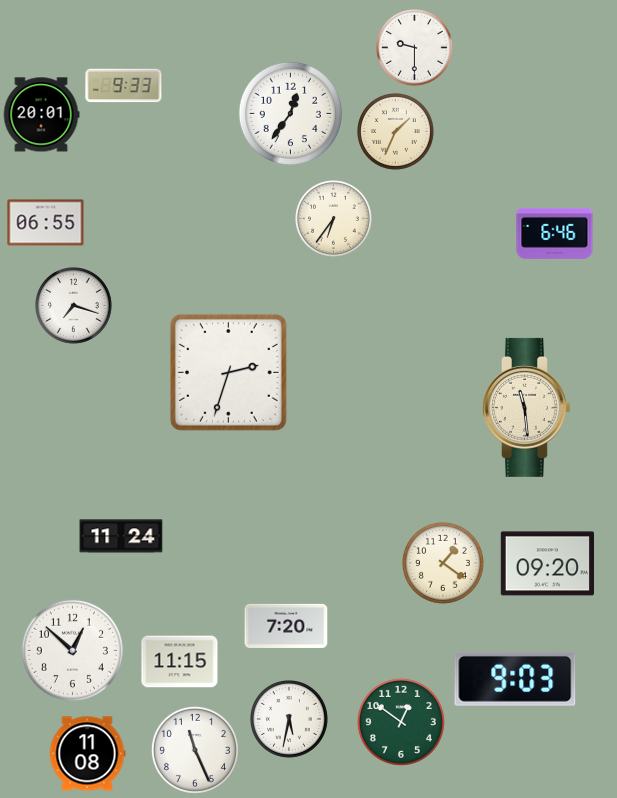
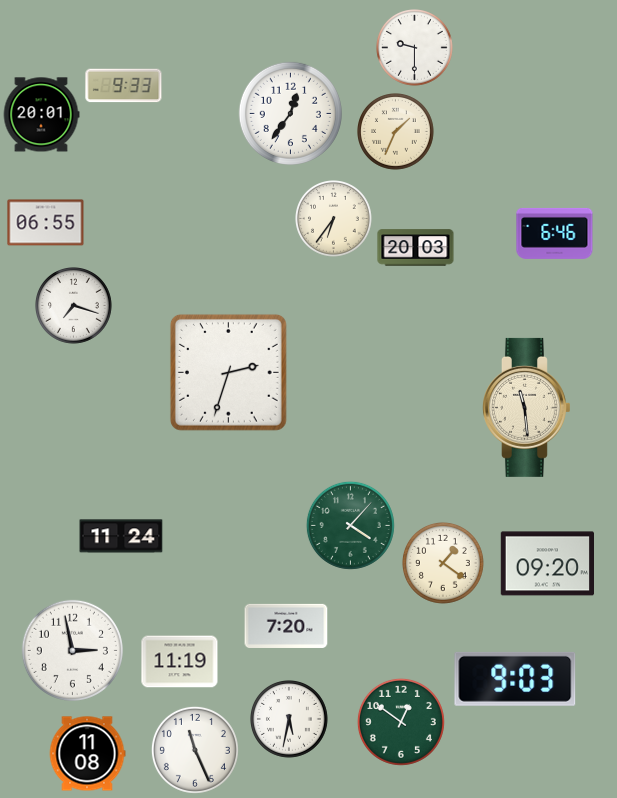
clock at (416, 248): none -> 20:03
clock at (350, 525): none -> 4:07
clock at (72, 650): 12:52 -> 2:58
clock at (180, 662): 11:15 -> 11:19
